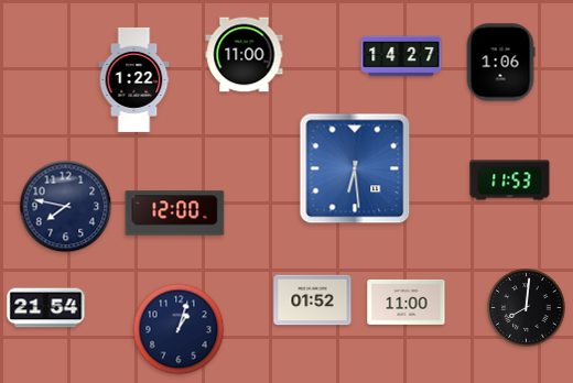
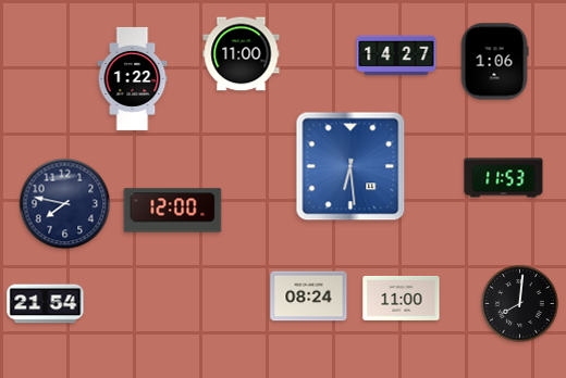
clock at (313, 300): 01:52 -> 08:24
clock at (179, 329): 1:03 -> none
